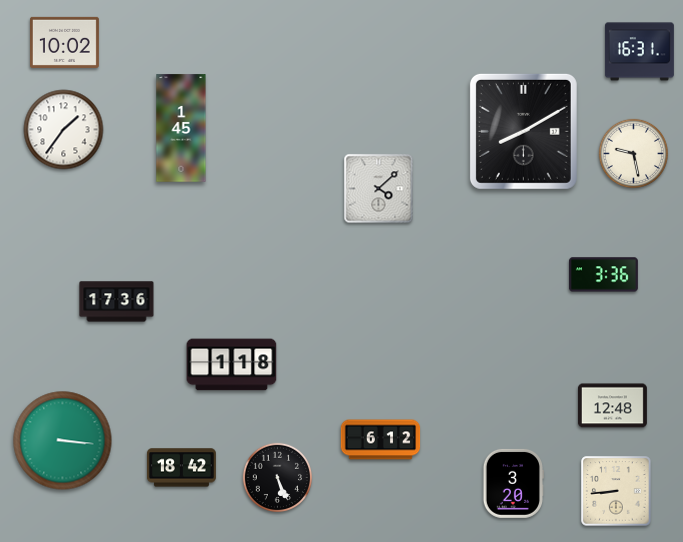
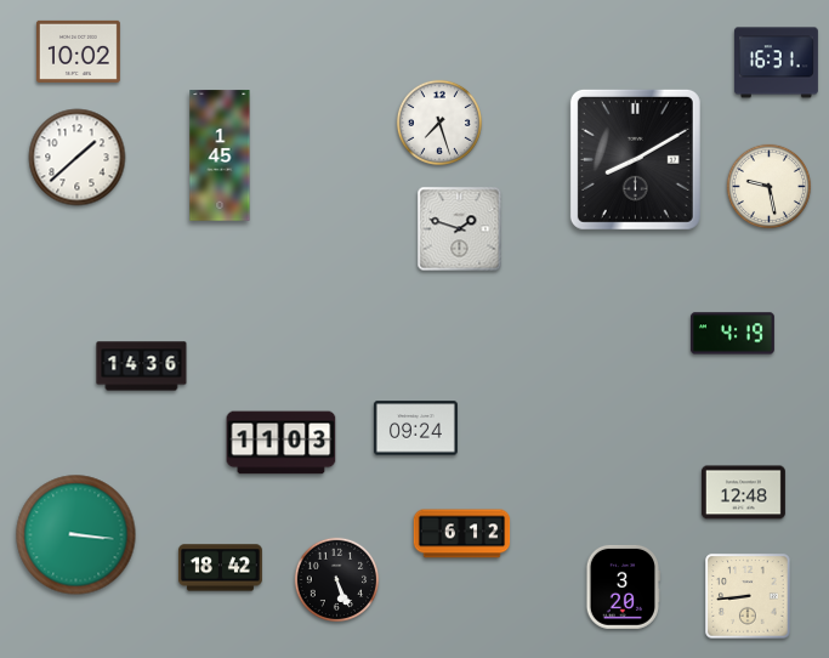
clock at (439, 123): none -> 7:27
clock at (64, 130): 1:36 -> 1:38
clock at (379, 189): 4:08 -> 1:48
clock at (603, 275): 3:36 -> 4:19
clock at (117, 302): 17:36 -> 14:36
clock at (415, 429): none -> 09:24
clock at (232, 365): 1:18 -> 11:03
